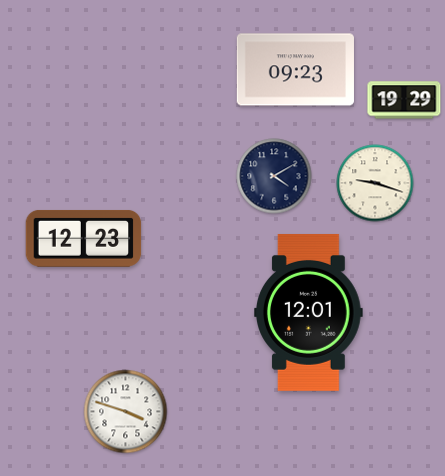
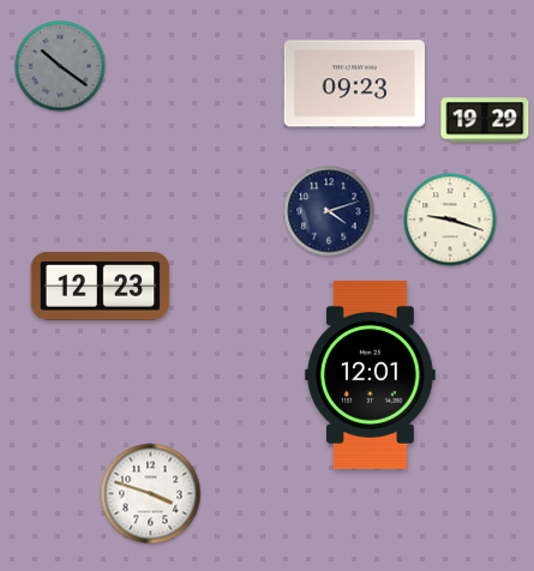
clock at (60, 66): none -> 10:21
clock at (274, 176): 4:10 -> 4:12
